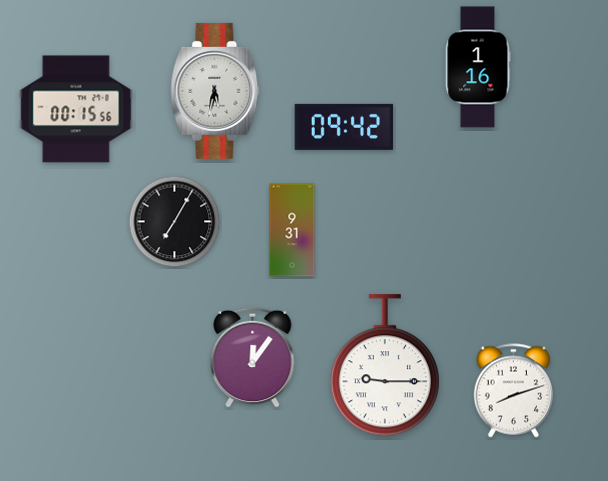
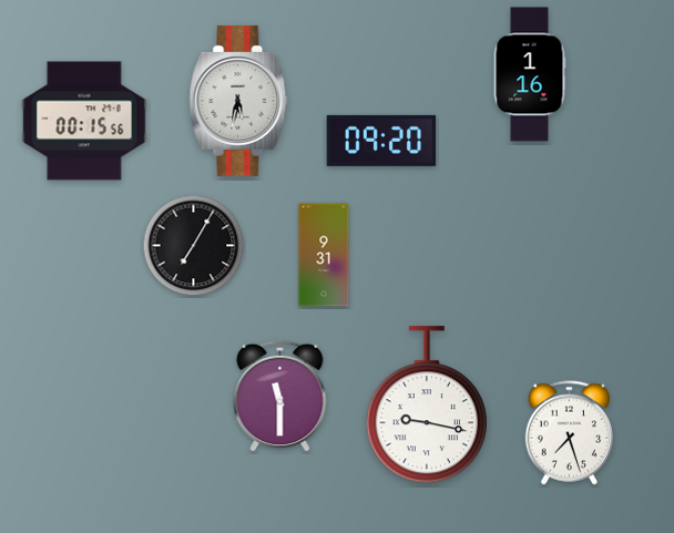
clock at (344, 127): 09:42 -> 09:20
clock at (253, 357): 12:06 -> 11:30
clock at (385, 366): 9:15 -> 9:17
clock at (513, 391): 8:12 -> 7:27
